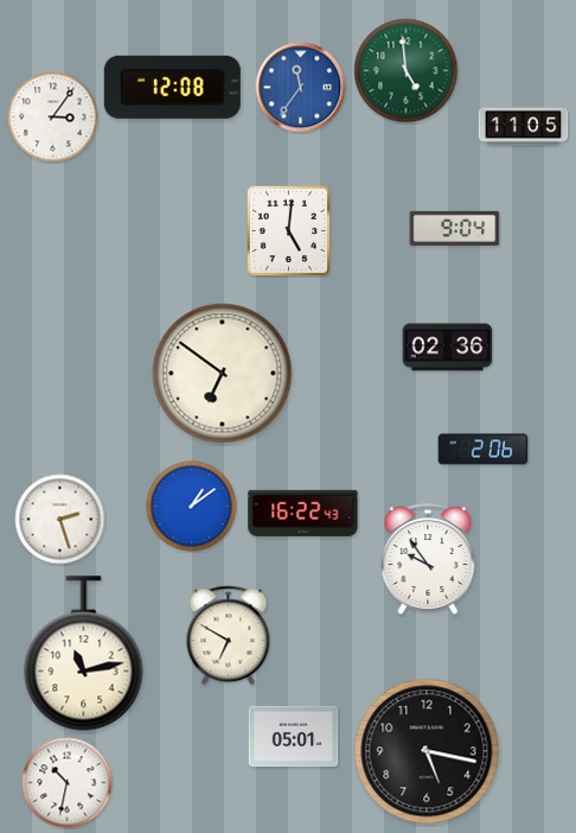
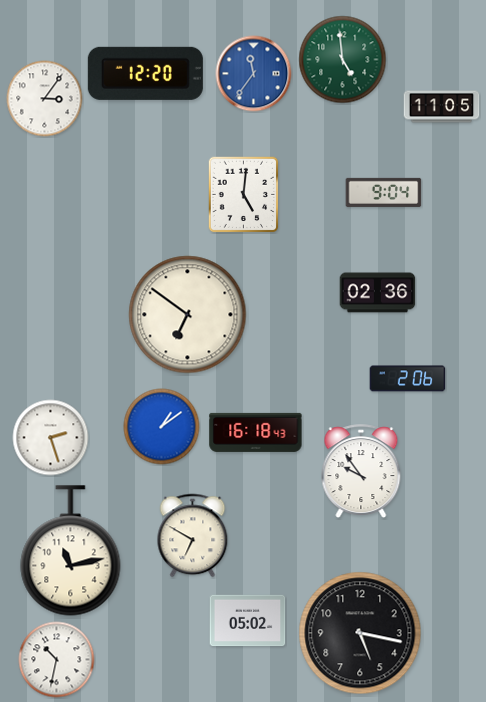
clock at (172, 87): 12:08 -> 12:20
clock at (303, 513): 16:22 -> 16:18
clock at (294, 737): 05:01 -> 05:02
